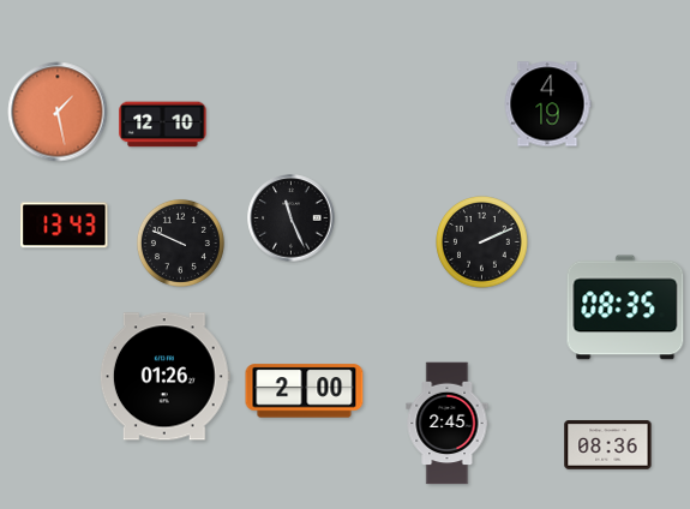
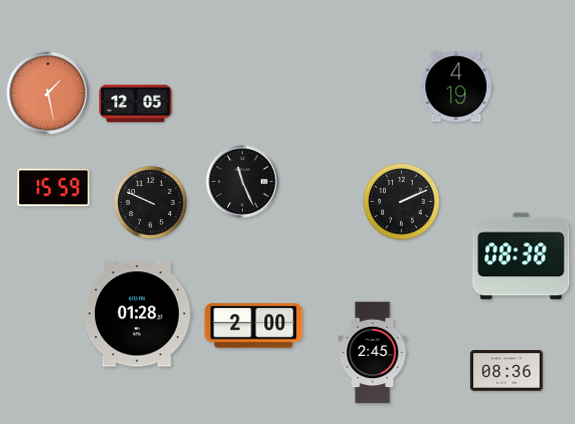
clock at (163, 125): 12:10 -> 12:05
clock at (65, 226): 13:43 -> 15:59
clock at (625, 307): 08:35 -> 08:38
clock at (164, 377): 01:26 -> 01:28
